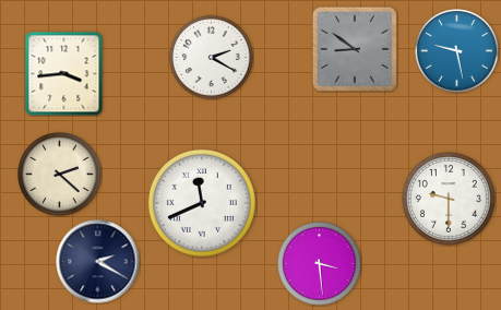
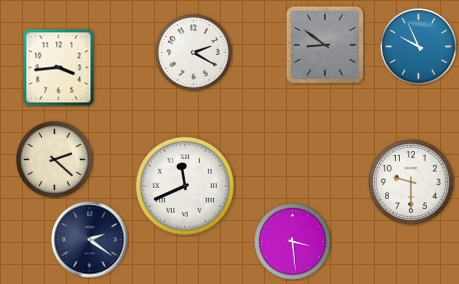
clock at (457, 51): 9:28 -> 9:56
clock at (98, 262): 2:20 -> 2:21
